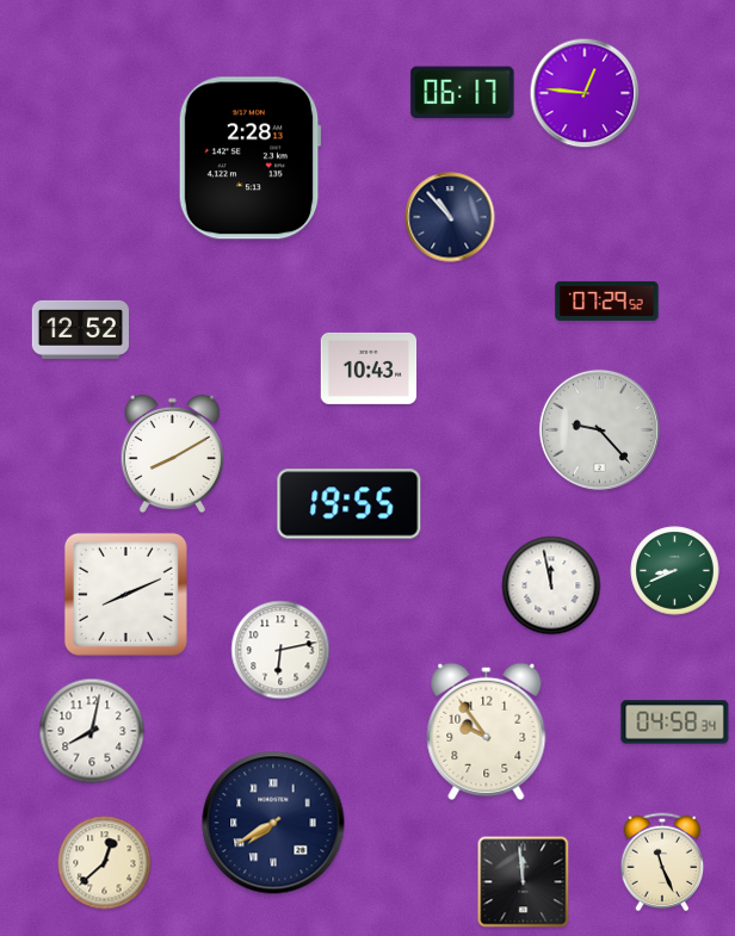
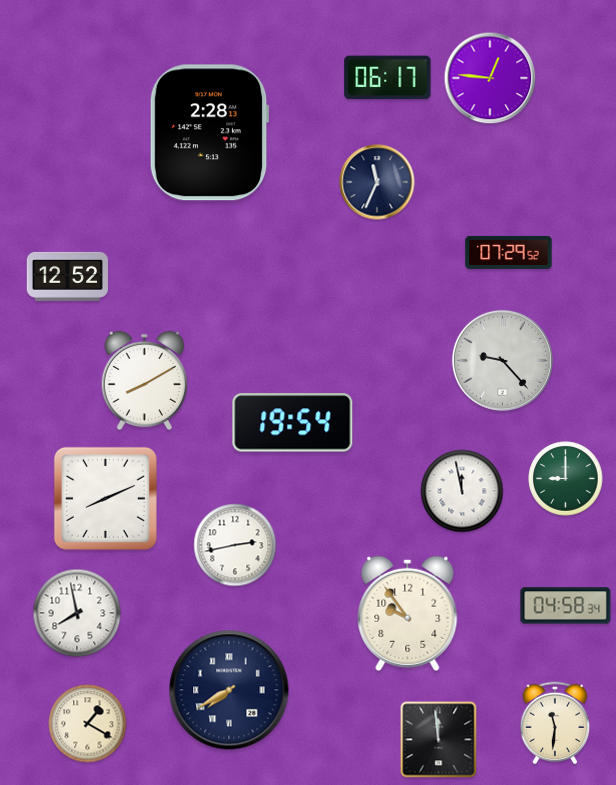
clock at (450, 217): 10:53 -> 11:34
clock at (369, 368): 10:43 -> none
clock at (350, 504): 19:55 -> 19:54
clock at (675, 571): 8:41 -> 9:00
clock at (280, 650): 6:13 -> 2:43
clock at (92, 731): 8:02 -> 7:58
clock at (662, 862): 11:26 -> 11:31
clock at (105, 863): 12:38 -> 1:20
